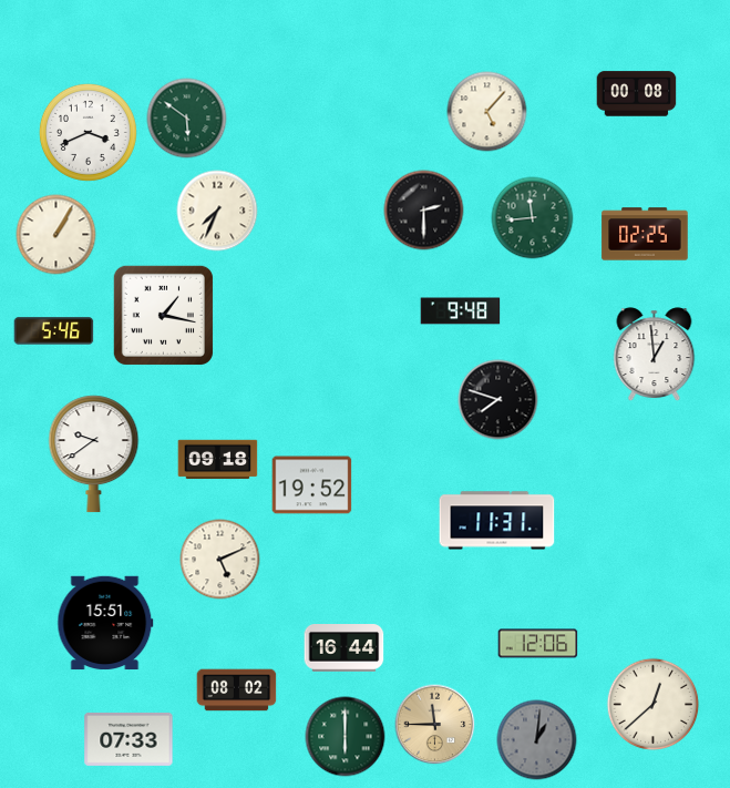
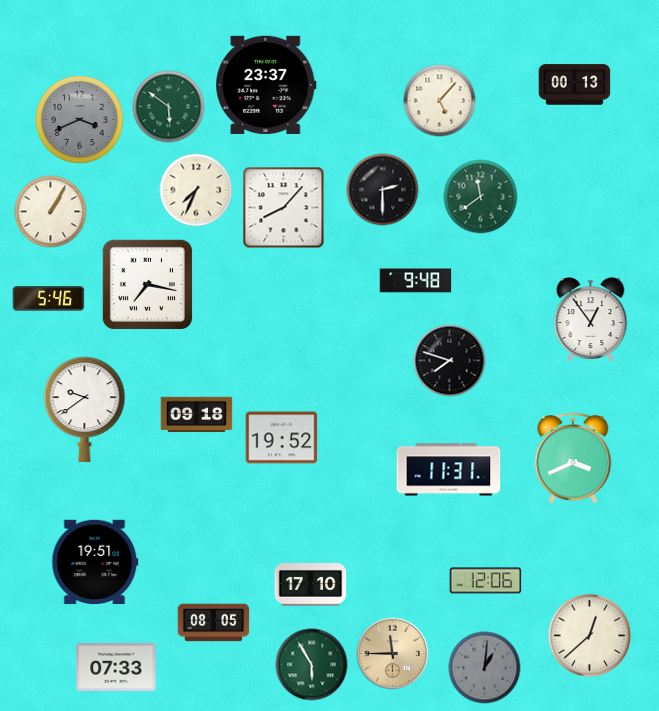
clock at (266, 85): none -> 23:37
clock at (637, 94): 00:08 -> 00:13
clock at (88, 132) dial: white -> grey
clock at (533, 218): 11:44 -> 11:39
clock at (284, 208): none -> 8:07
clock at (645, 234): 02:25 -> none
clock at (163, 315): 1:17 -> 7:17
clock at (655, 355): 12:59 -> 12:54
clock at (573, 458): none -> 3:41
clock at (220, 560): 5:11 -> none
clock at (105, 623): 15:51 -> 19:51
clock at (345, 648): 16:44 -> 17:10
clock at (237, 690): 08:02 -> 08:05
clock at (346, 737): 6:00 -> 5:55
